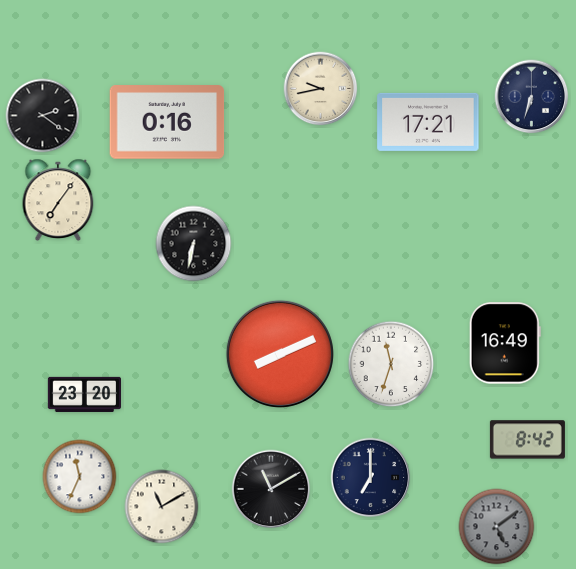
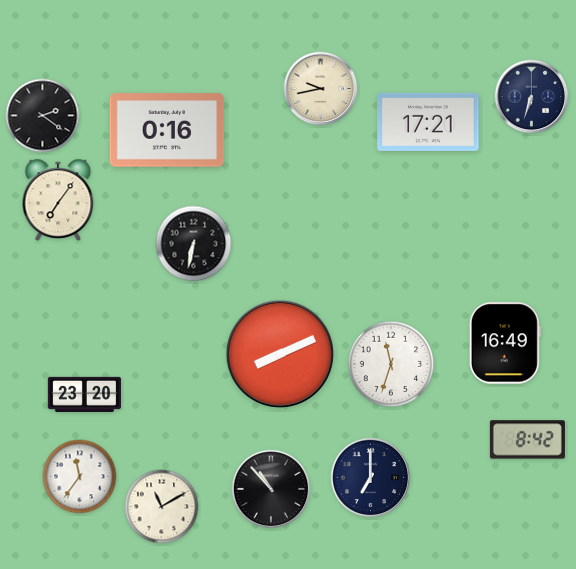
clock at (167, 122) position: (167, 122) -> (167, 130)
clock at (80, 477): 11:34 -> 11:36
clock at (271, 489): 11:10 -> 10:53
clock at (497, 527): 5:09 -> none
